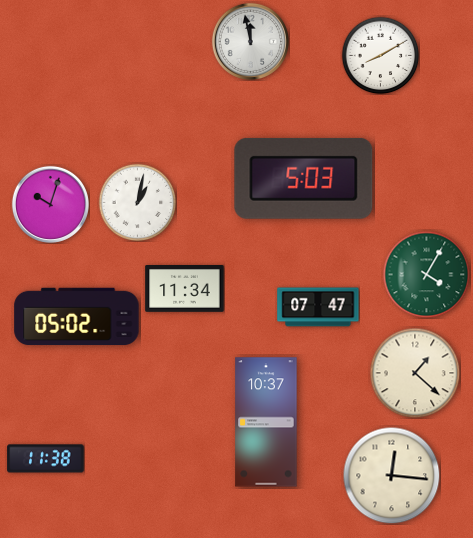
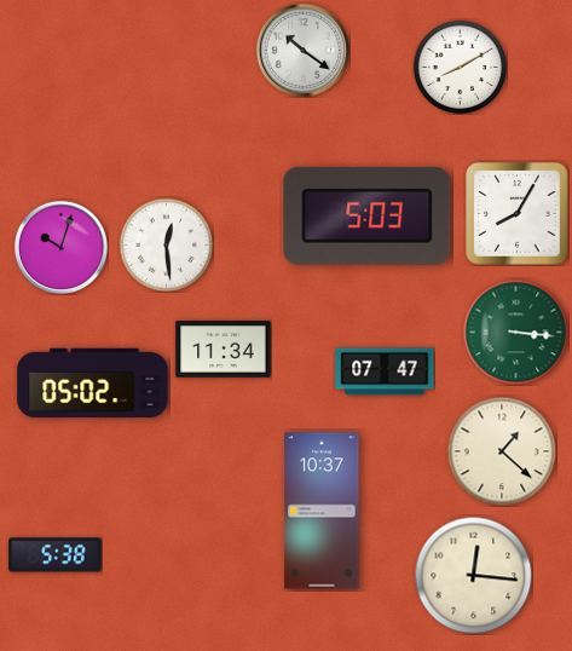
clock at (250, 41): 11:58 -> 10:21
clock at (518, 214): none -> 8:05
clock at (137, 202): 1:02 -> 12:29
clock at (426, 274): 4:05 -> 3:16
clock at (46, 459): 11:38 -> 5:38
